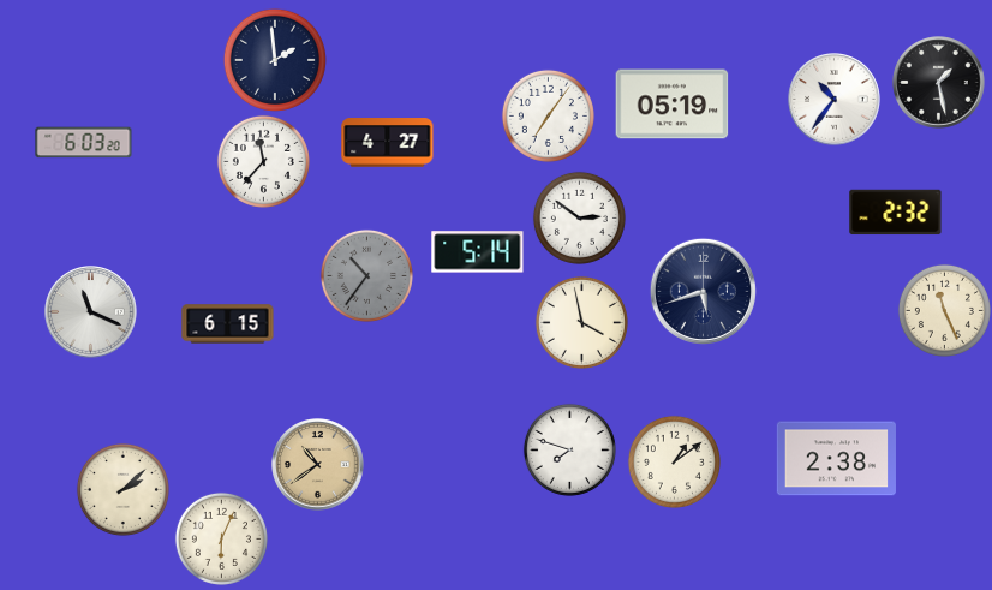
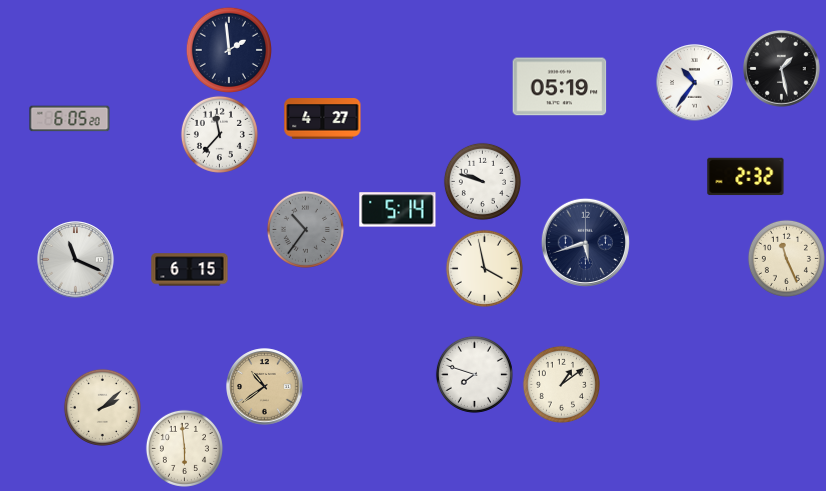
clock at (548, 115): 7:06 -> none
clock at (84, 143): 6:03 -> 6:05
clock at (579, 217): 2:51 -> 9:48
clock at (836, 459): 2:38 -> none
clock at (221, 538): 6:04 -> 5:59
